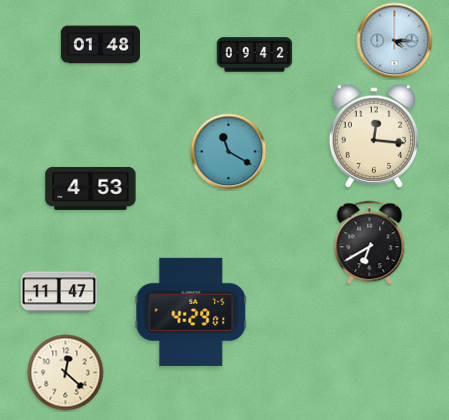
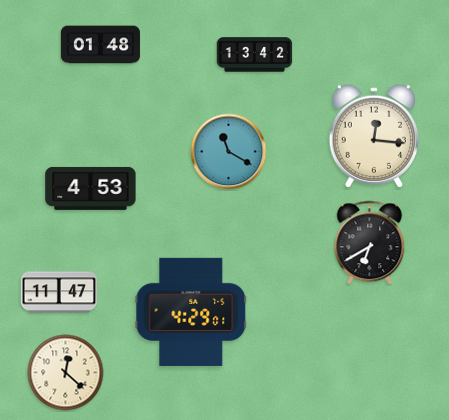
clock at (395, 41): 4:15 -> none
clock at (255, 55): 09:42 -> 13:42
